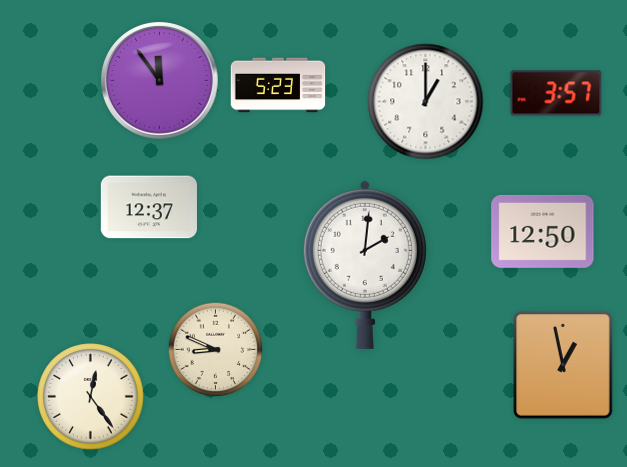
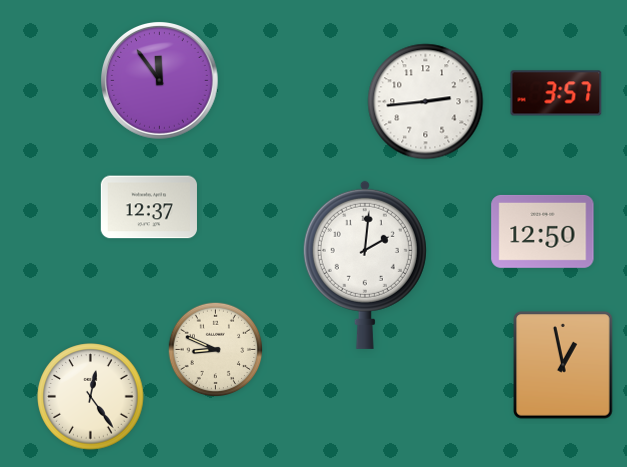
clock at (278, 85): 5:23 -> none
clock at (426, 102): 1:00 -> 2:44
